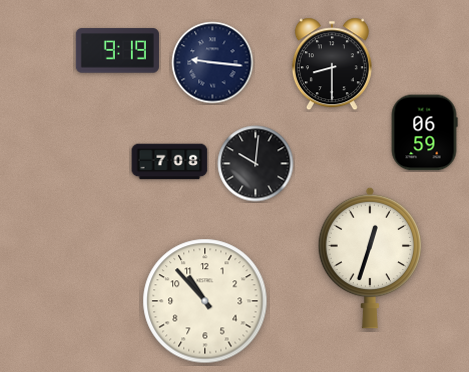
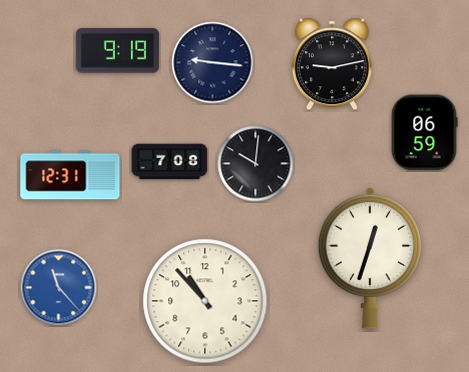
clock at (332, 64): 8:30 -> 9:13
clock at (70, 175): none -> 12:31
clock at (59, 288): none -> 11:23
